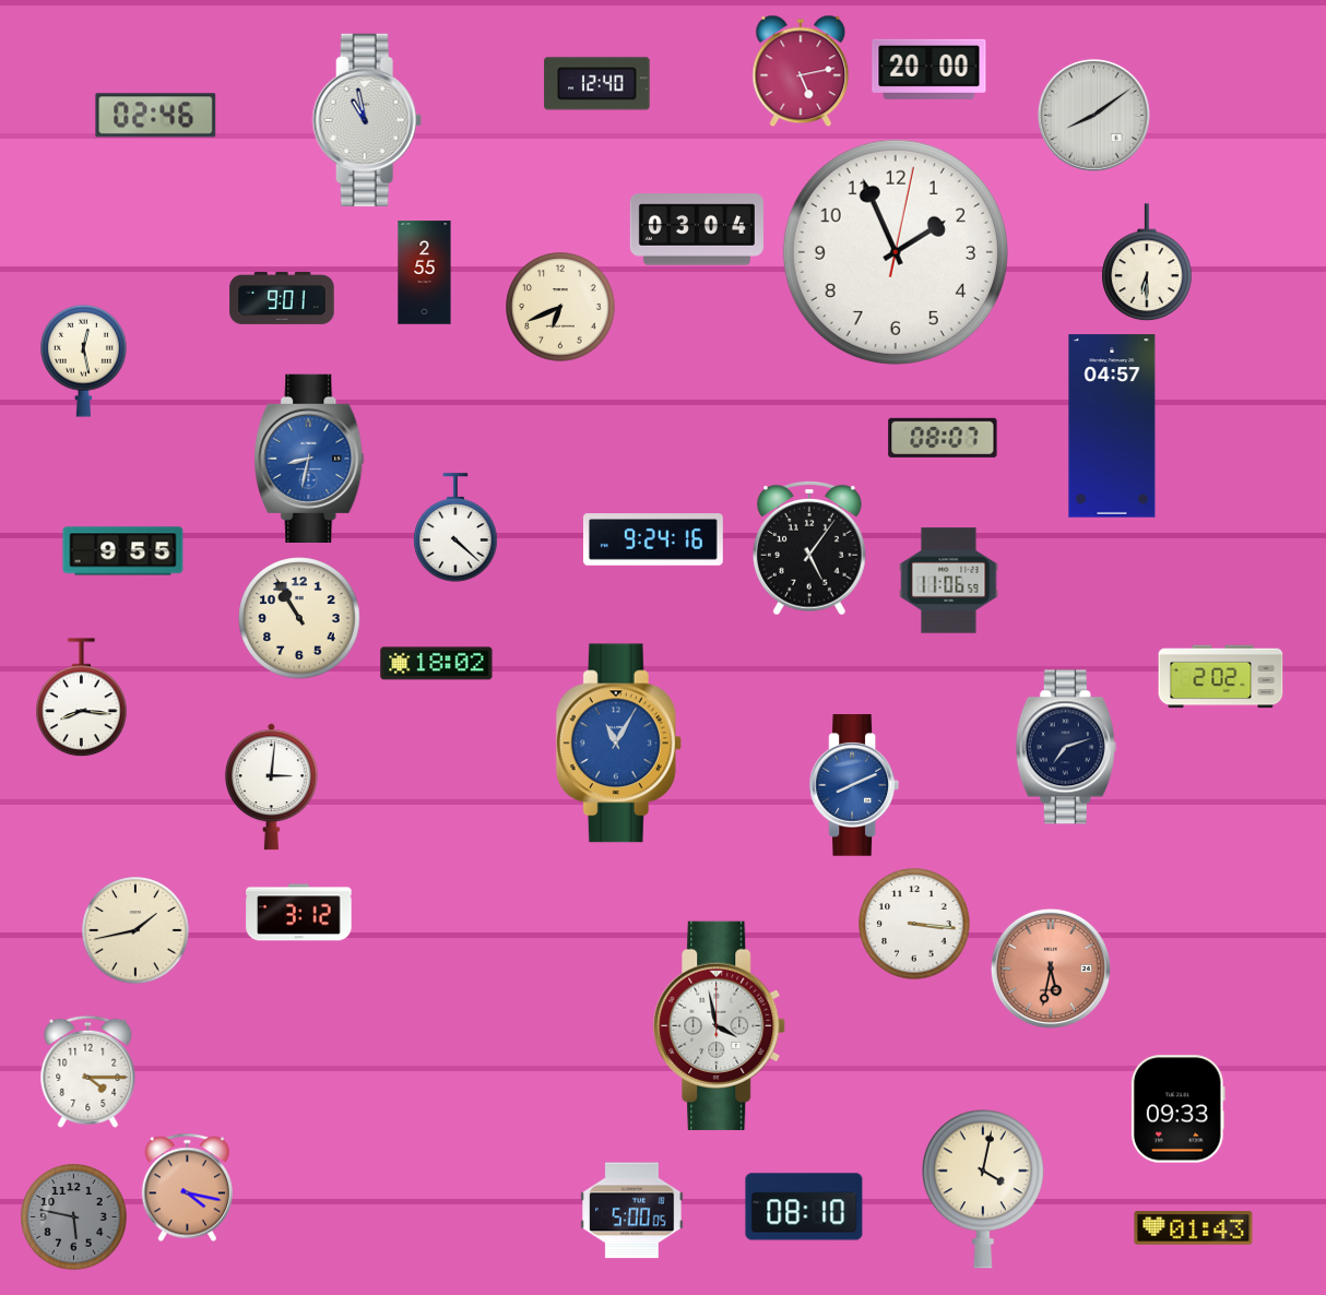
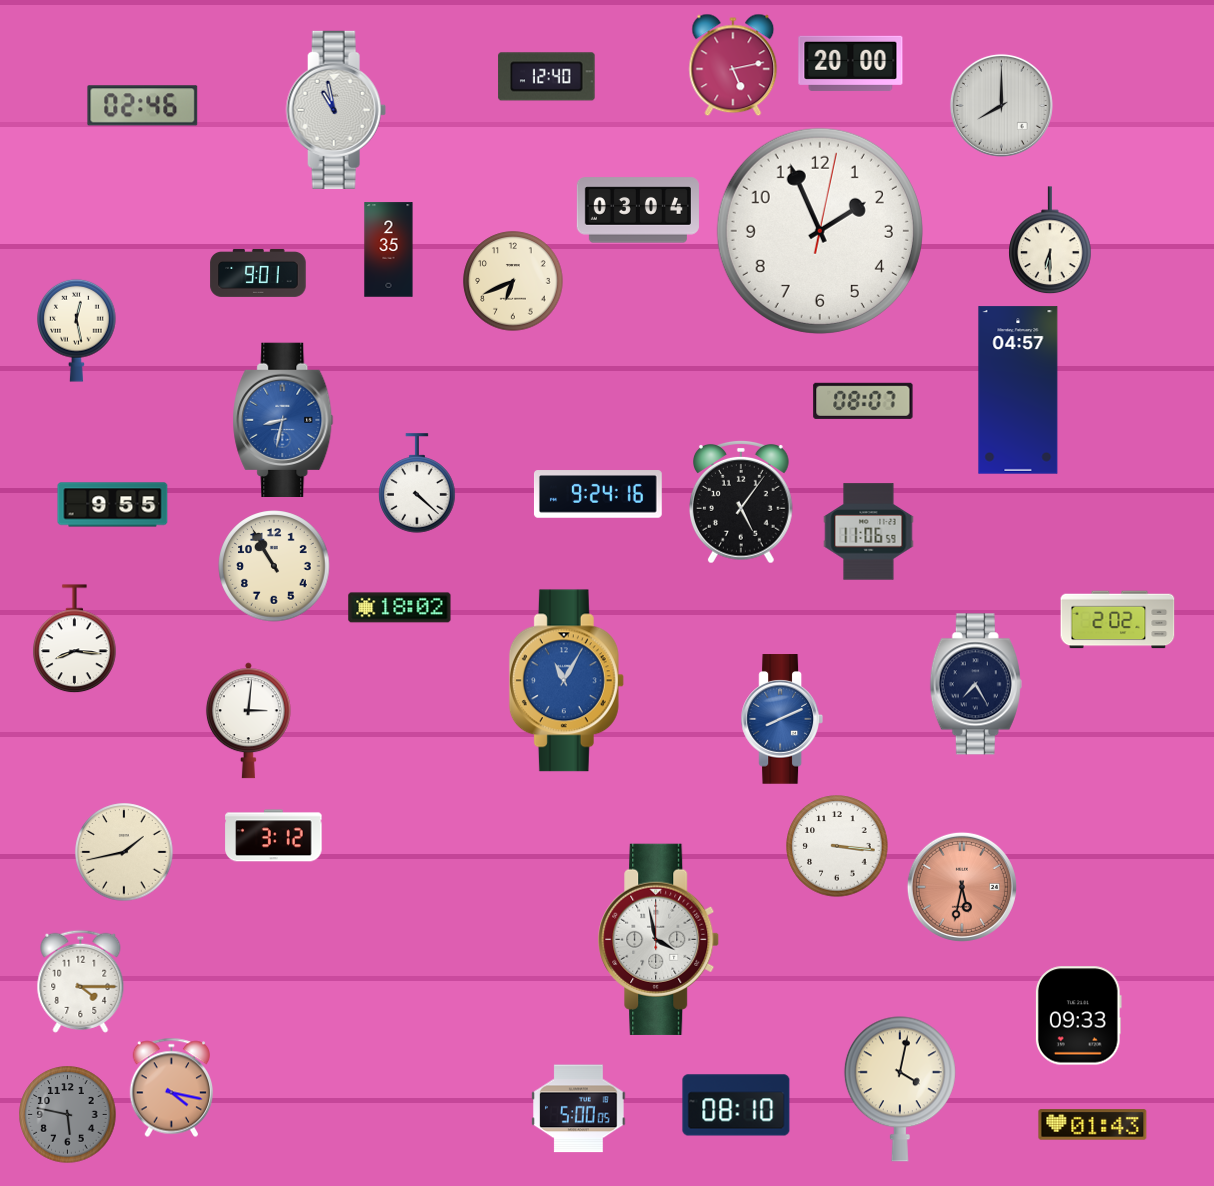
clock at (1093, 115): 8:09 -> 8:00
clock at (425, 273): 2:55 -> 2:35
clock at (1066, 747): 7:12 -> 7:25
